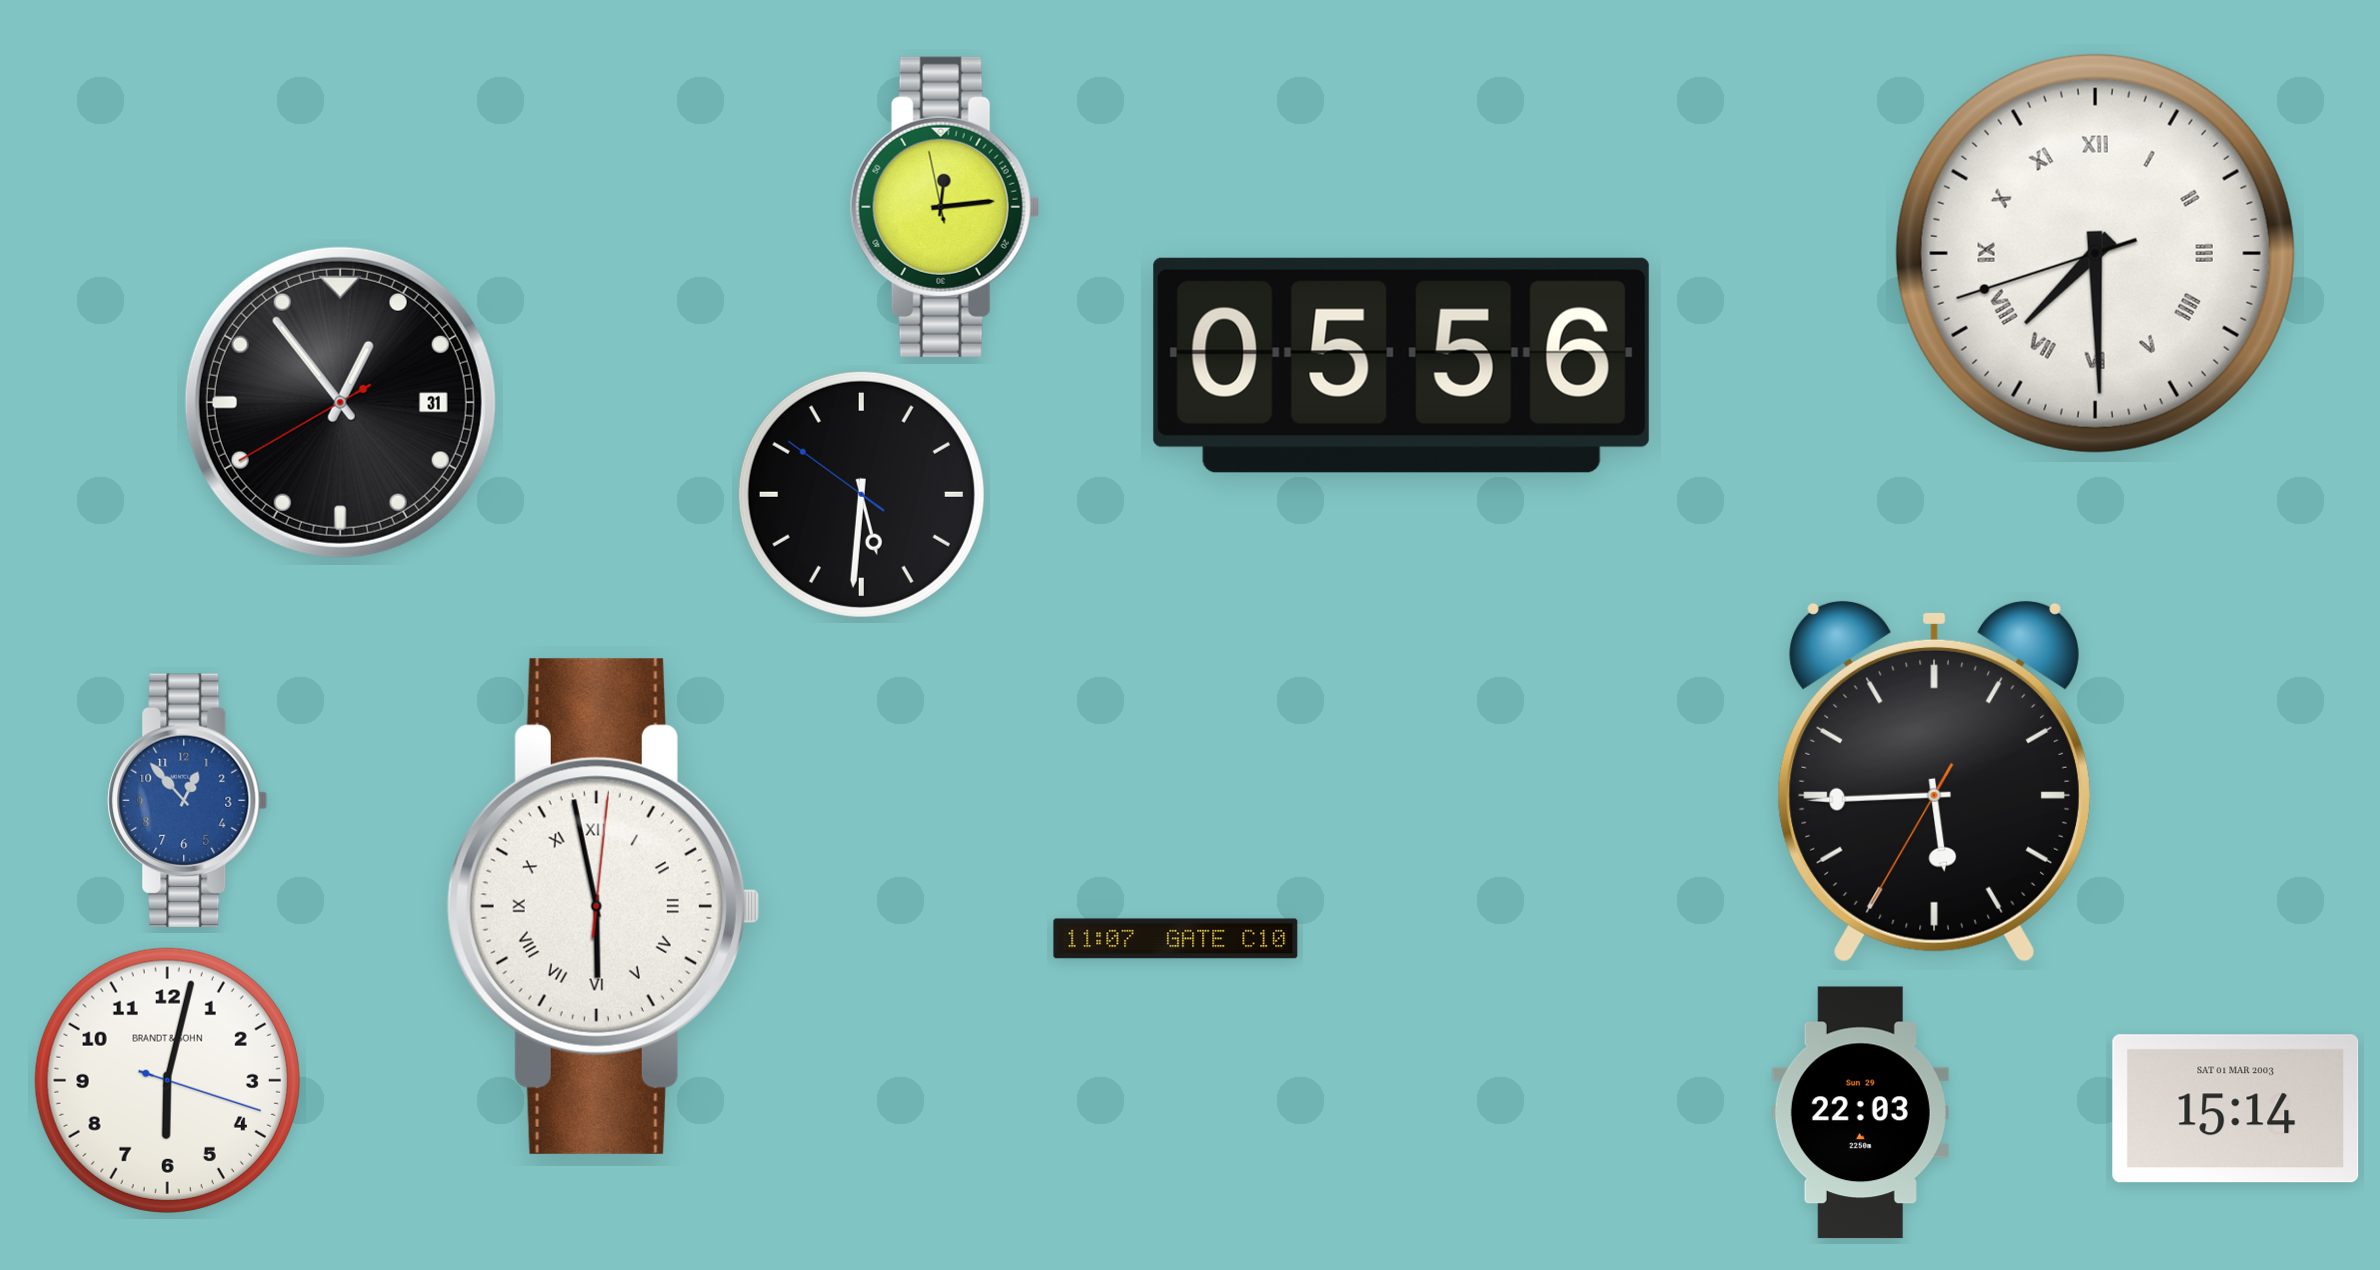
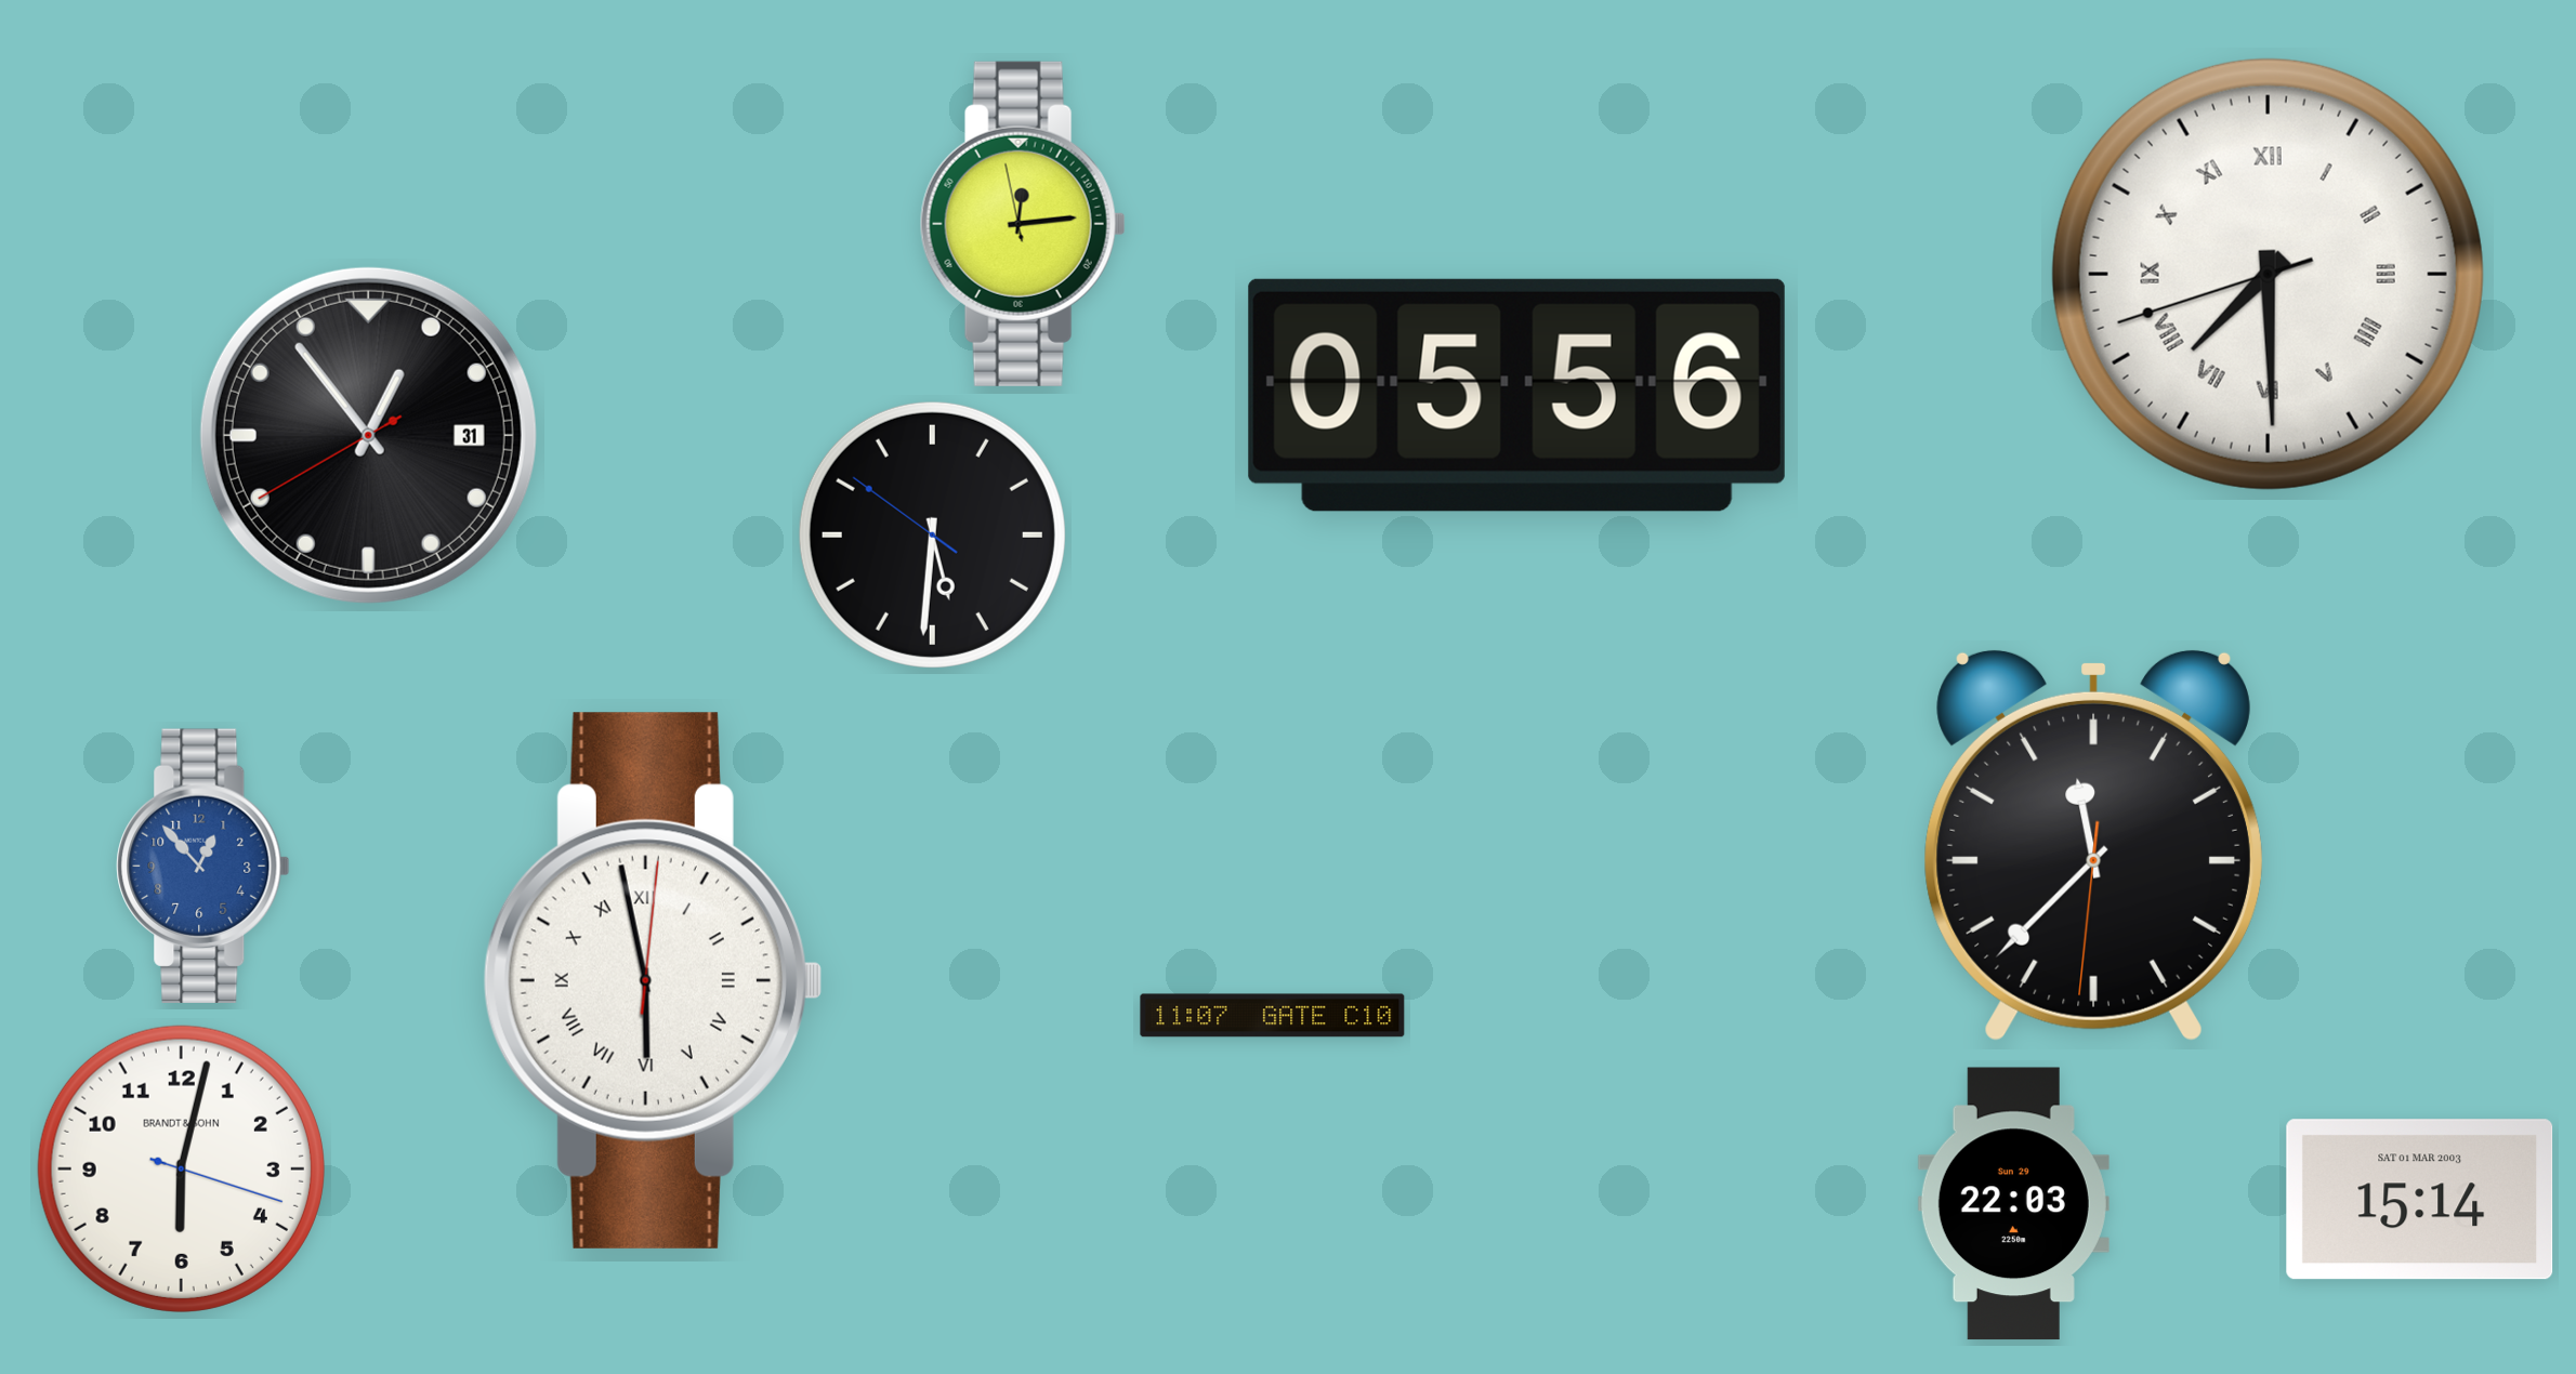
clock at (1934, 781): 5:44 -> 11:37
